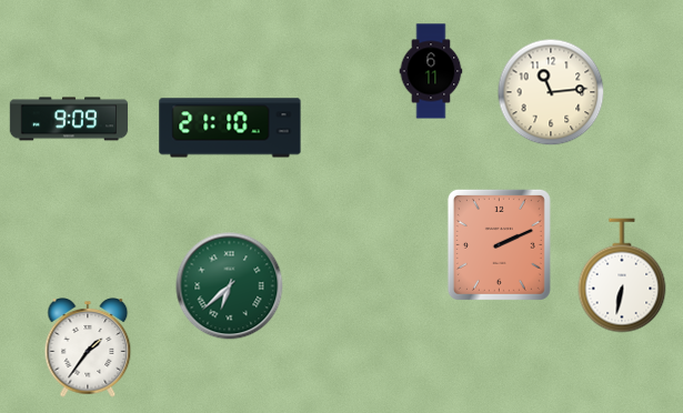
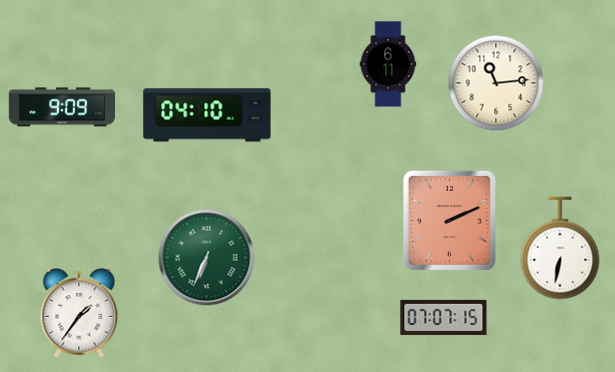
clock at (230, 128): 21:10 -> 04:10
clock at (230, 286): 6:38 -> 6:34
clock at (444, 317): none -> 07:07
